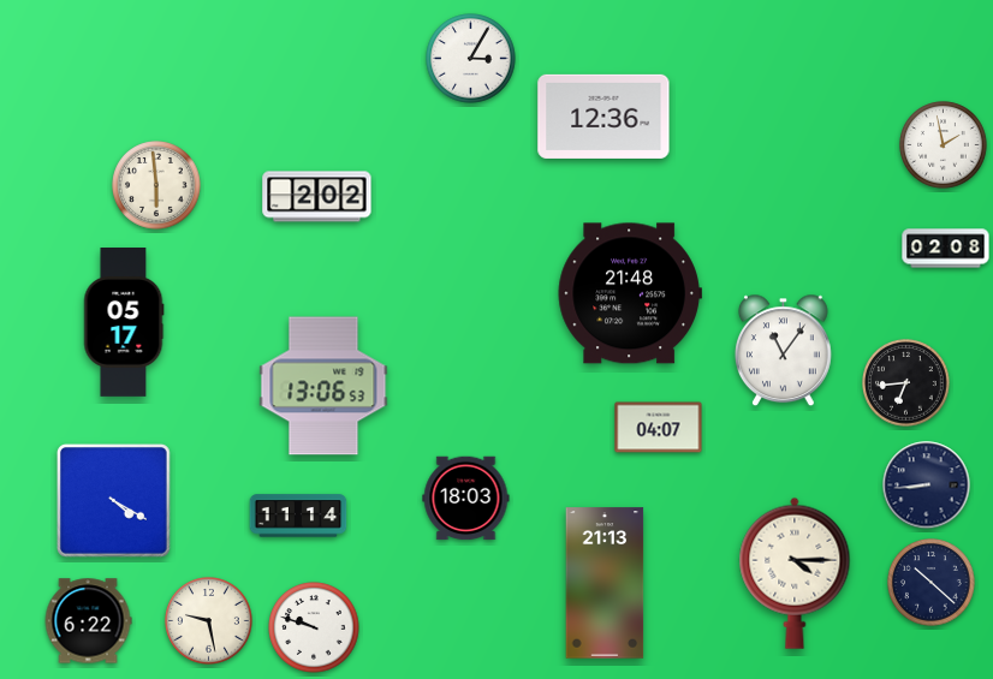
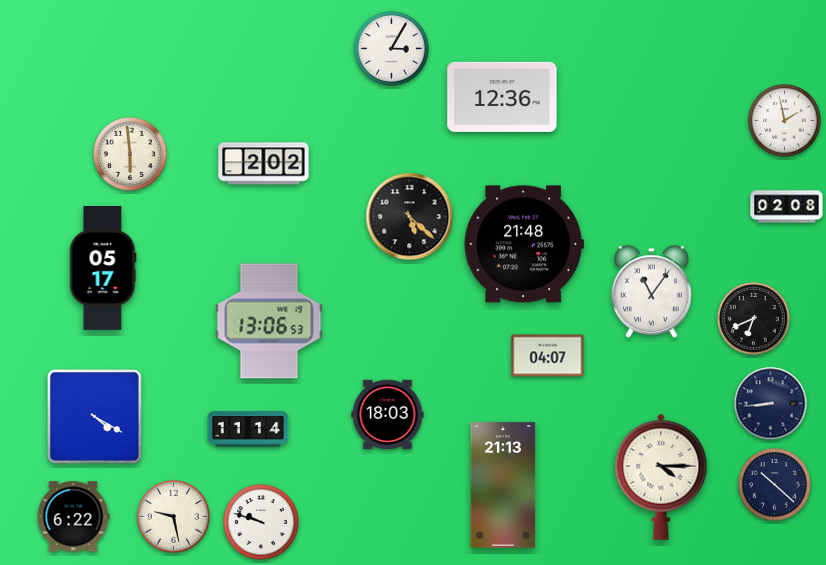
clock at (410, 217): none -> 5:22
clock at (906, 383): 6:44 -> 6:41
